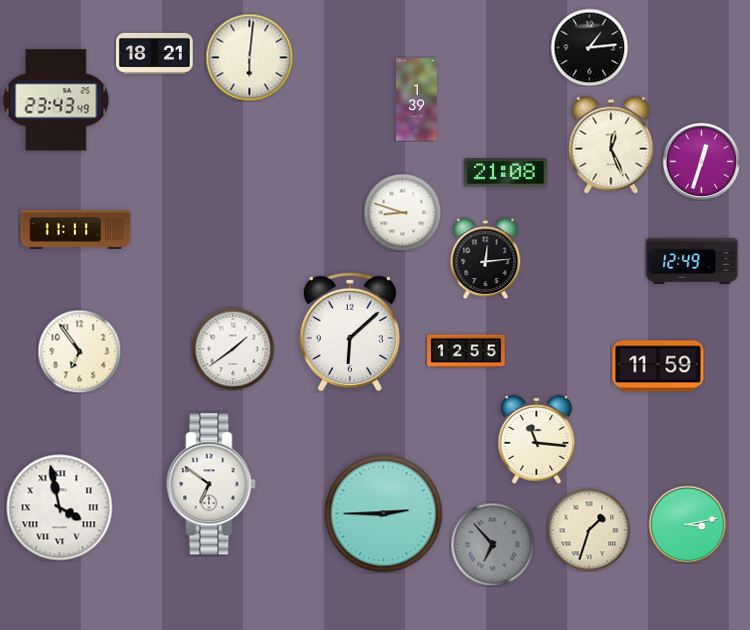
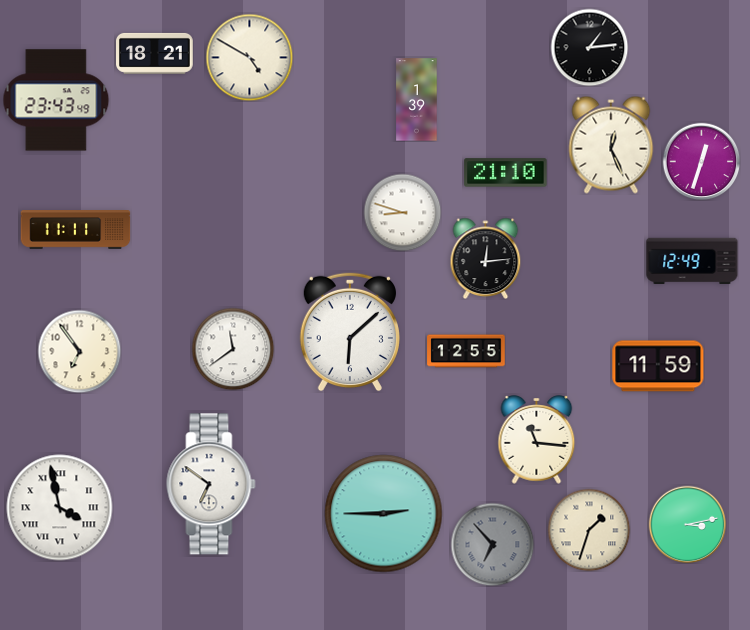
clock at (249, 57): 6:01 -> 4:50
clock at (506, 173): 21:08 -> 21:10
clock at (233, 349): 1:39 -> 11:39
